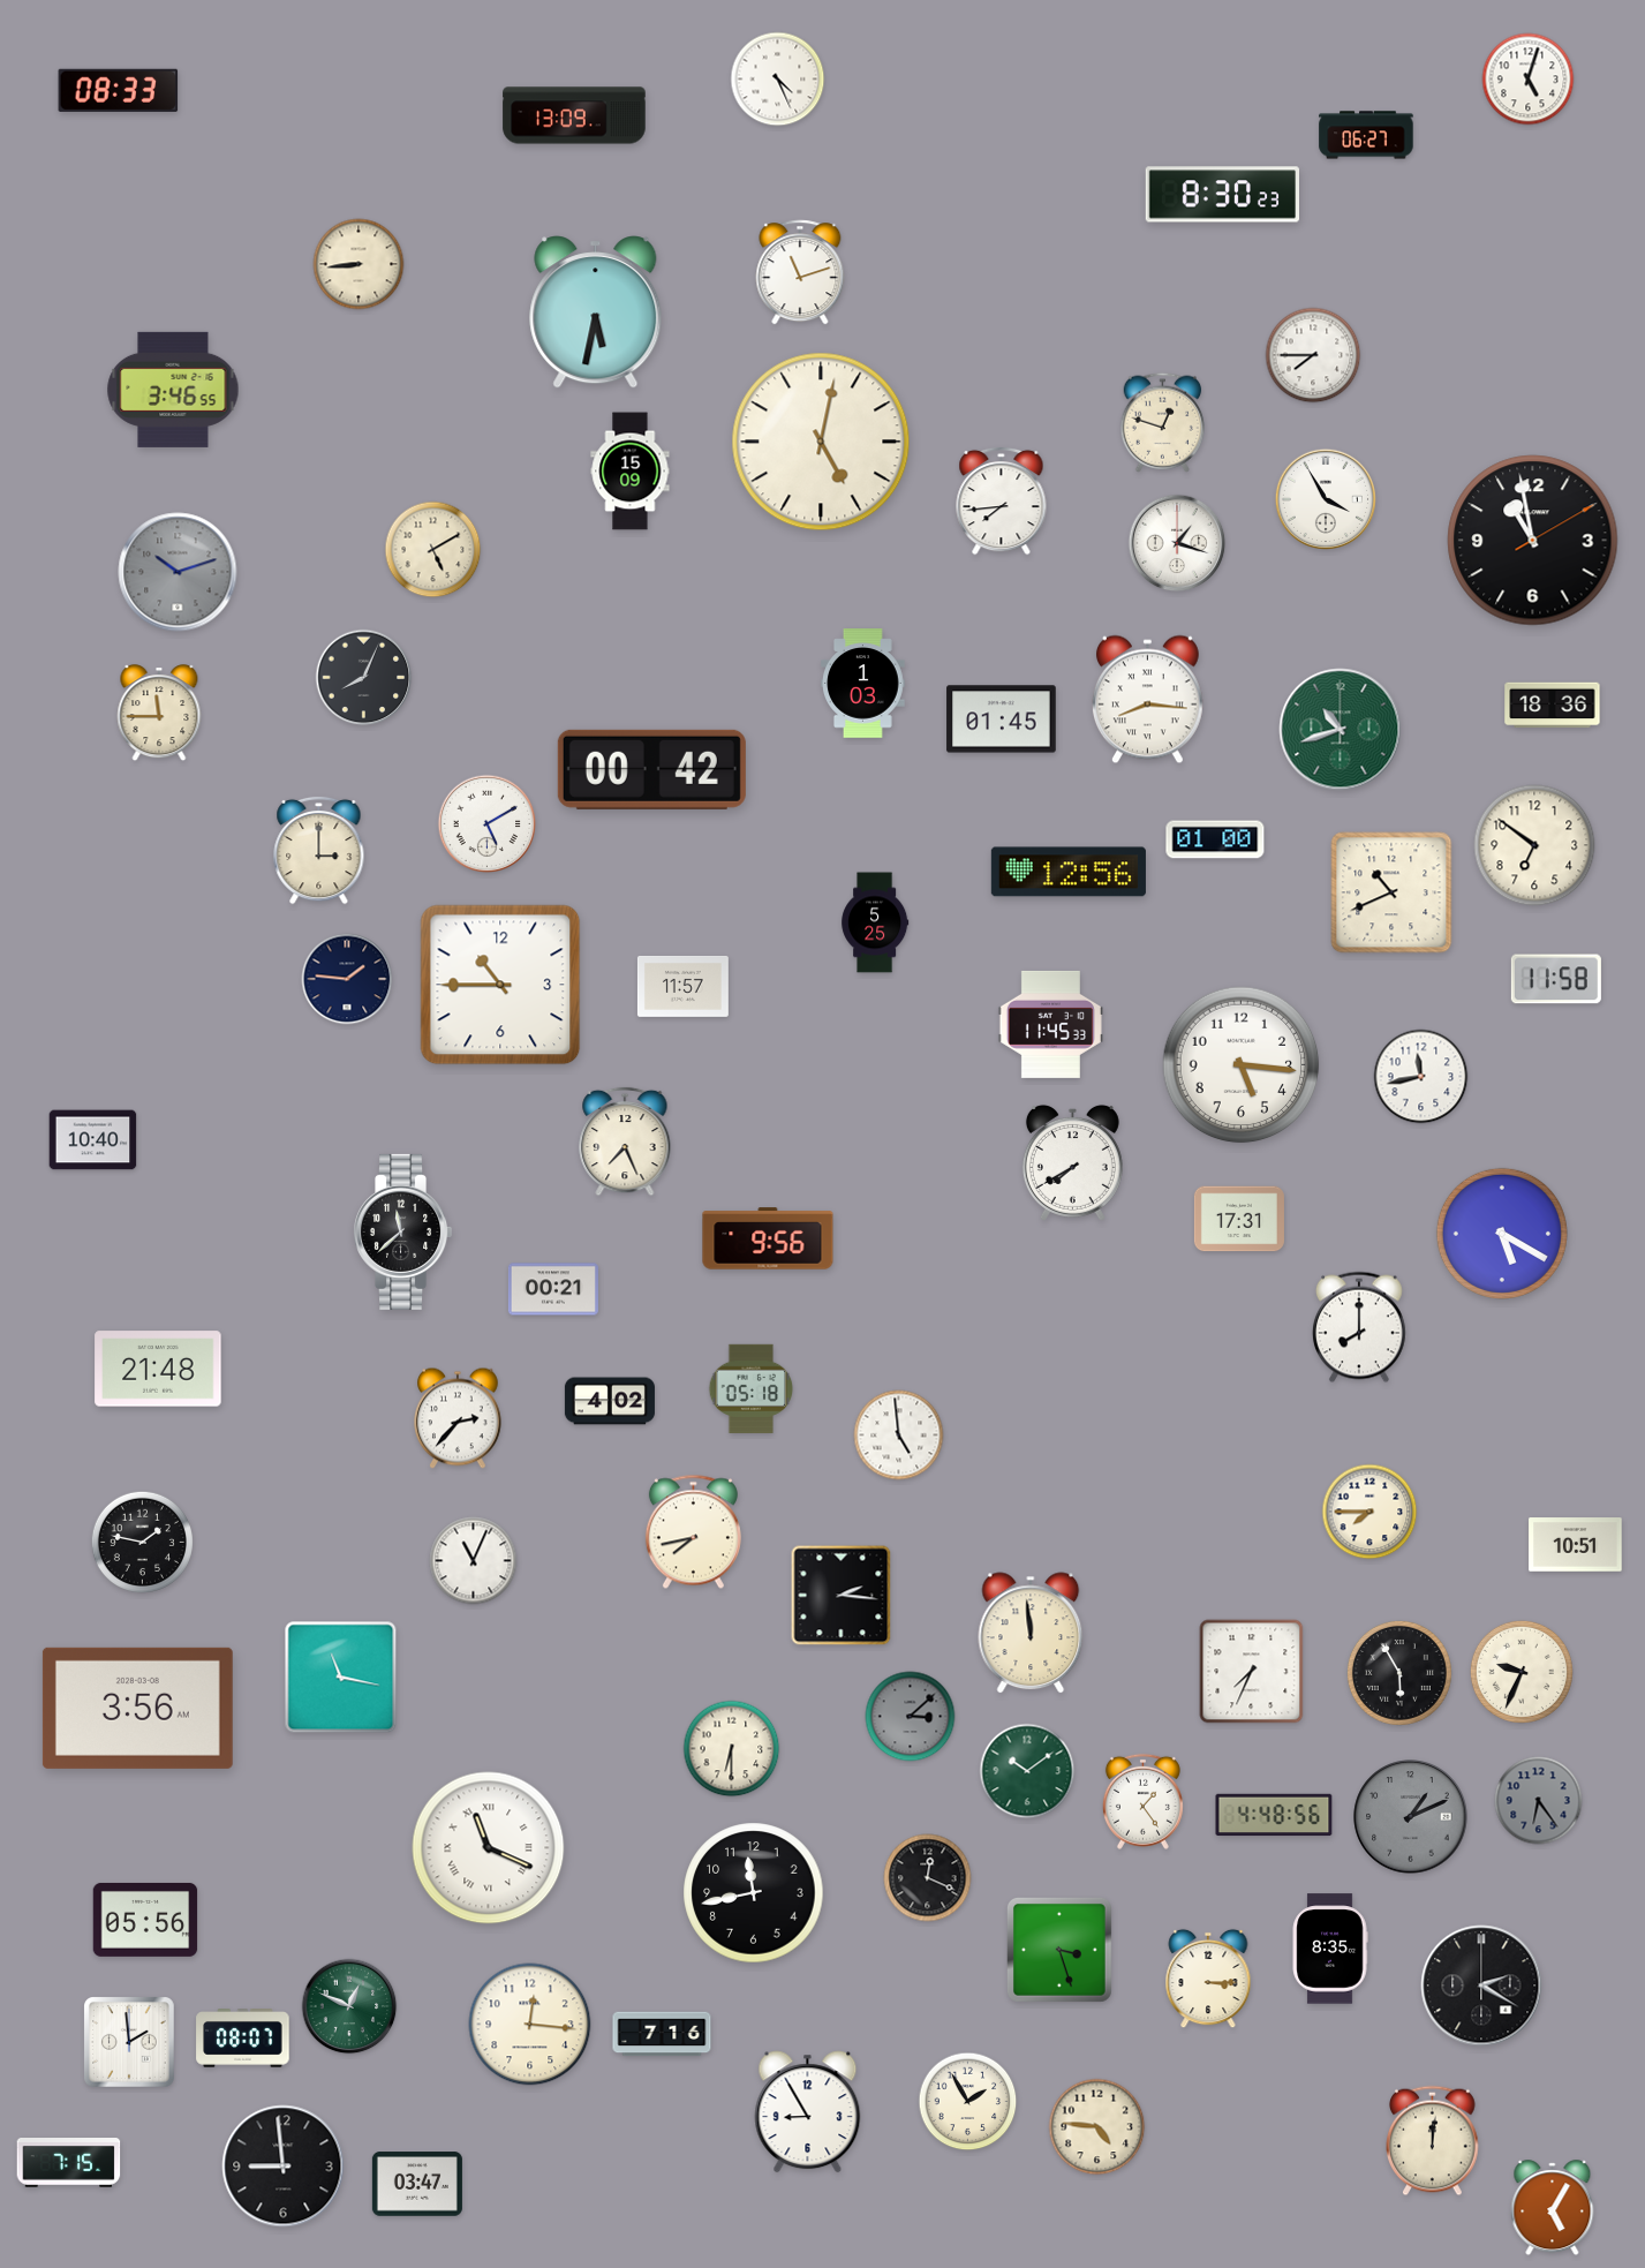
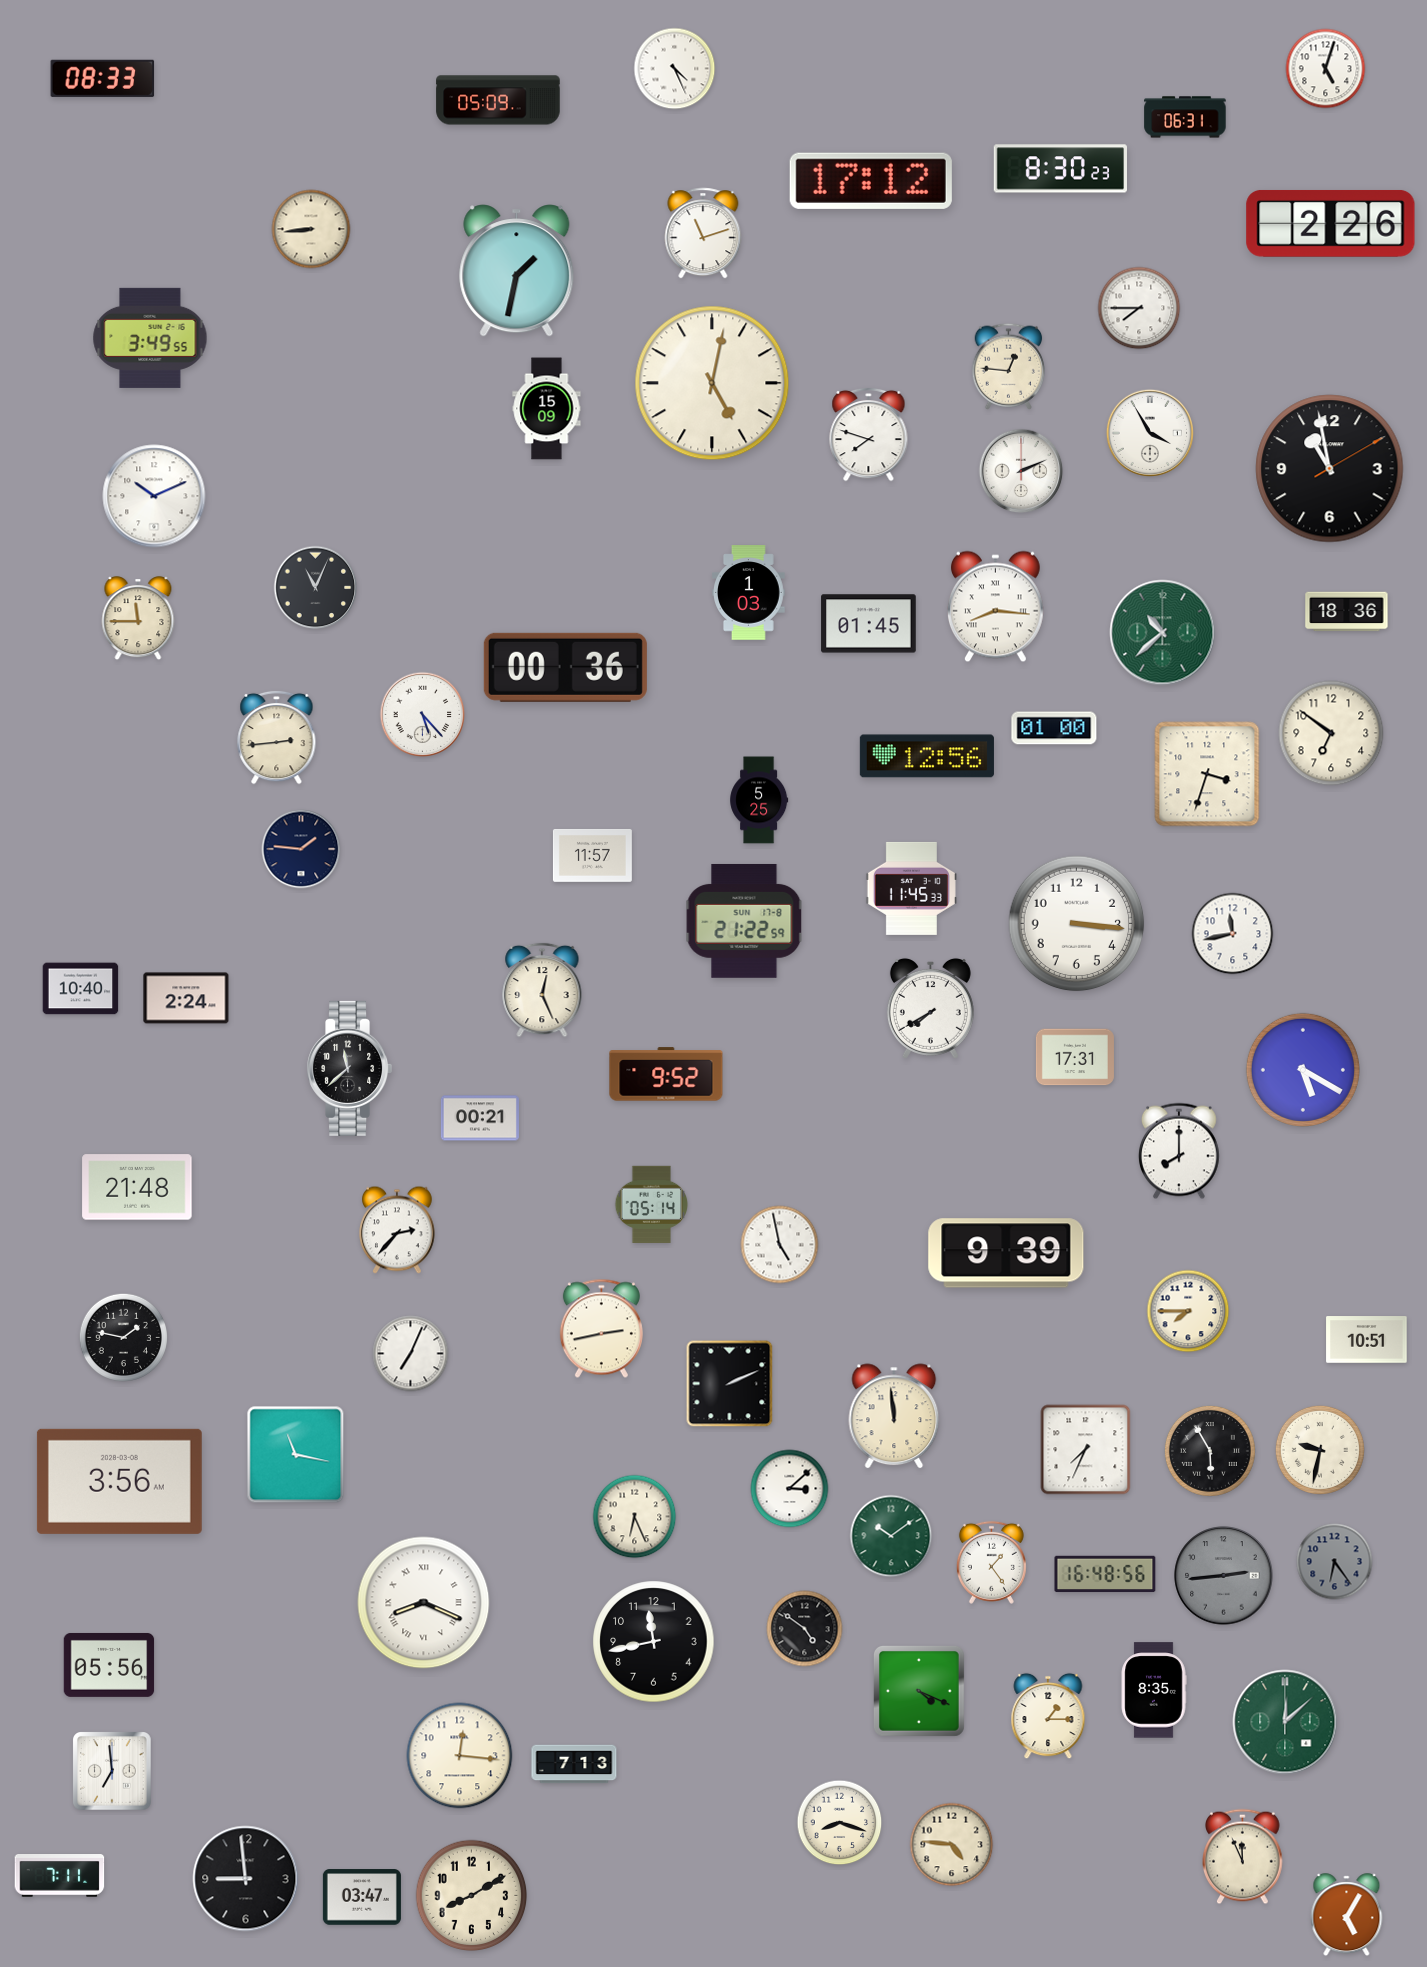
clock at (574, 115): 13:09 -> 05:09
clock at (1366, 135): 06:27 -> 06:31
clock at (871, 181): none -> 17:12
clock at (1331, 223): none -> 2:26
clock at (800, 272) position: (800, 272) -> (703, 233)
clock at (596, 312): 5:32 -> 1:32
clock at (173, 390): 3:46 -> 3:49
clock at (1163, 422): 12:48 -> 12:46
clock at (1002, 500): 7:44 -> 7:48
clock at (1177, 543): 1:18 -> 2:11
clock at (433, 550): 5:10 -> none
clock at (178, 572): 10:12 -> 10:11
clock at (178, 572) dial: grey -> white
clock at (364, 678): 8:04 -> 11:04
clock at (1341, 730): 10:42 -> 10:38
clock at (651, 769): 00:42 -> 00:36
clock at (488, 824): 5:10 -> 5:23
clock at (319, 850): 3:00 -> 2:44
clock at (1391, 892): 10:41 -> 3:33
clock at (1556, 979): 11:58 -> none
clock at (500, 985): 10:45 -> none
clock at (744, 921): none -> 21:22
clock at (1242, 1065): 5:16 -> 3:16
clock at (625, 1141): 7:26 -> 12:26
clock at (186, 998): none -> 2:24
clock at (768, 1238): 9:56 -> 9:52
clock at (752, 1388): 05:18 -> 05:14
clock at (610, 1401): 4:02 -> none
clock at (899, 1436): 4:59 -> 4:58
clock at (1006, 1253): none -> 9:39
clock at (693, 1532): 7:43 -> 2:43
clock at (474, 1561): 11:04 -> 7:04
clock at (842, 1596): 2:16 -> 2:11
clock at (1522, 1672): 9:34 -> 9:32
clock at (1399, 1673) position: (1399, 1673) -> (1210, 1451)
clock at (911, 1717) dial: grey -> white
clock at (732, 1749): 6:30 -> 6:26
clock at (1274, 1815): 4:48 -> 16:48
clock at (1411, 1817): 1:11 -> 2:44
clock at (489, 1848): 11:19 -> 8:19
clock at (928, 1878): 12:19 -> 4:51
clock at (145, 1920) position: (145, 1920) -> (109, 1665)
clock at (1059, 1950): 3:27 -> 4:19
clock at (1208, 1979): 3:15 -> 1:15
clock at (1481, 1986): 2:20 -> 12:08
clock at (1481, 1986) dial: black -> green
clock at (349, 2006): 12:49 -> none
clock at (662, 2034): 7:16 -> 7:13
clock at (243, 2039): 08:07 -> none
clock at (129, 2042): 1:59 -> 6:59
clock at (968, 2102): 1:55 -> 8:18
clock at (808, 2112): 8:55 -> none
clock at (1433, 2141): 12:01 -> 11:56
clock at (69, 2163): 7:15 -> 7:11
clock at (417, 2184) position: (417, 2184) -> (362, 1897)
clock at (472, 1896): none -> 8:10
